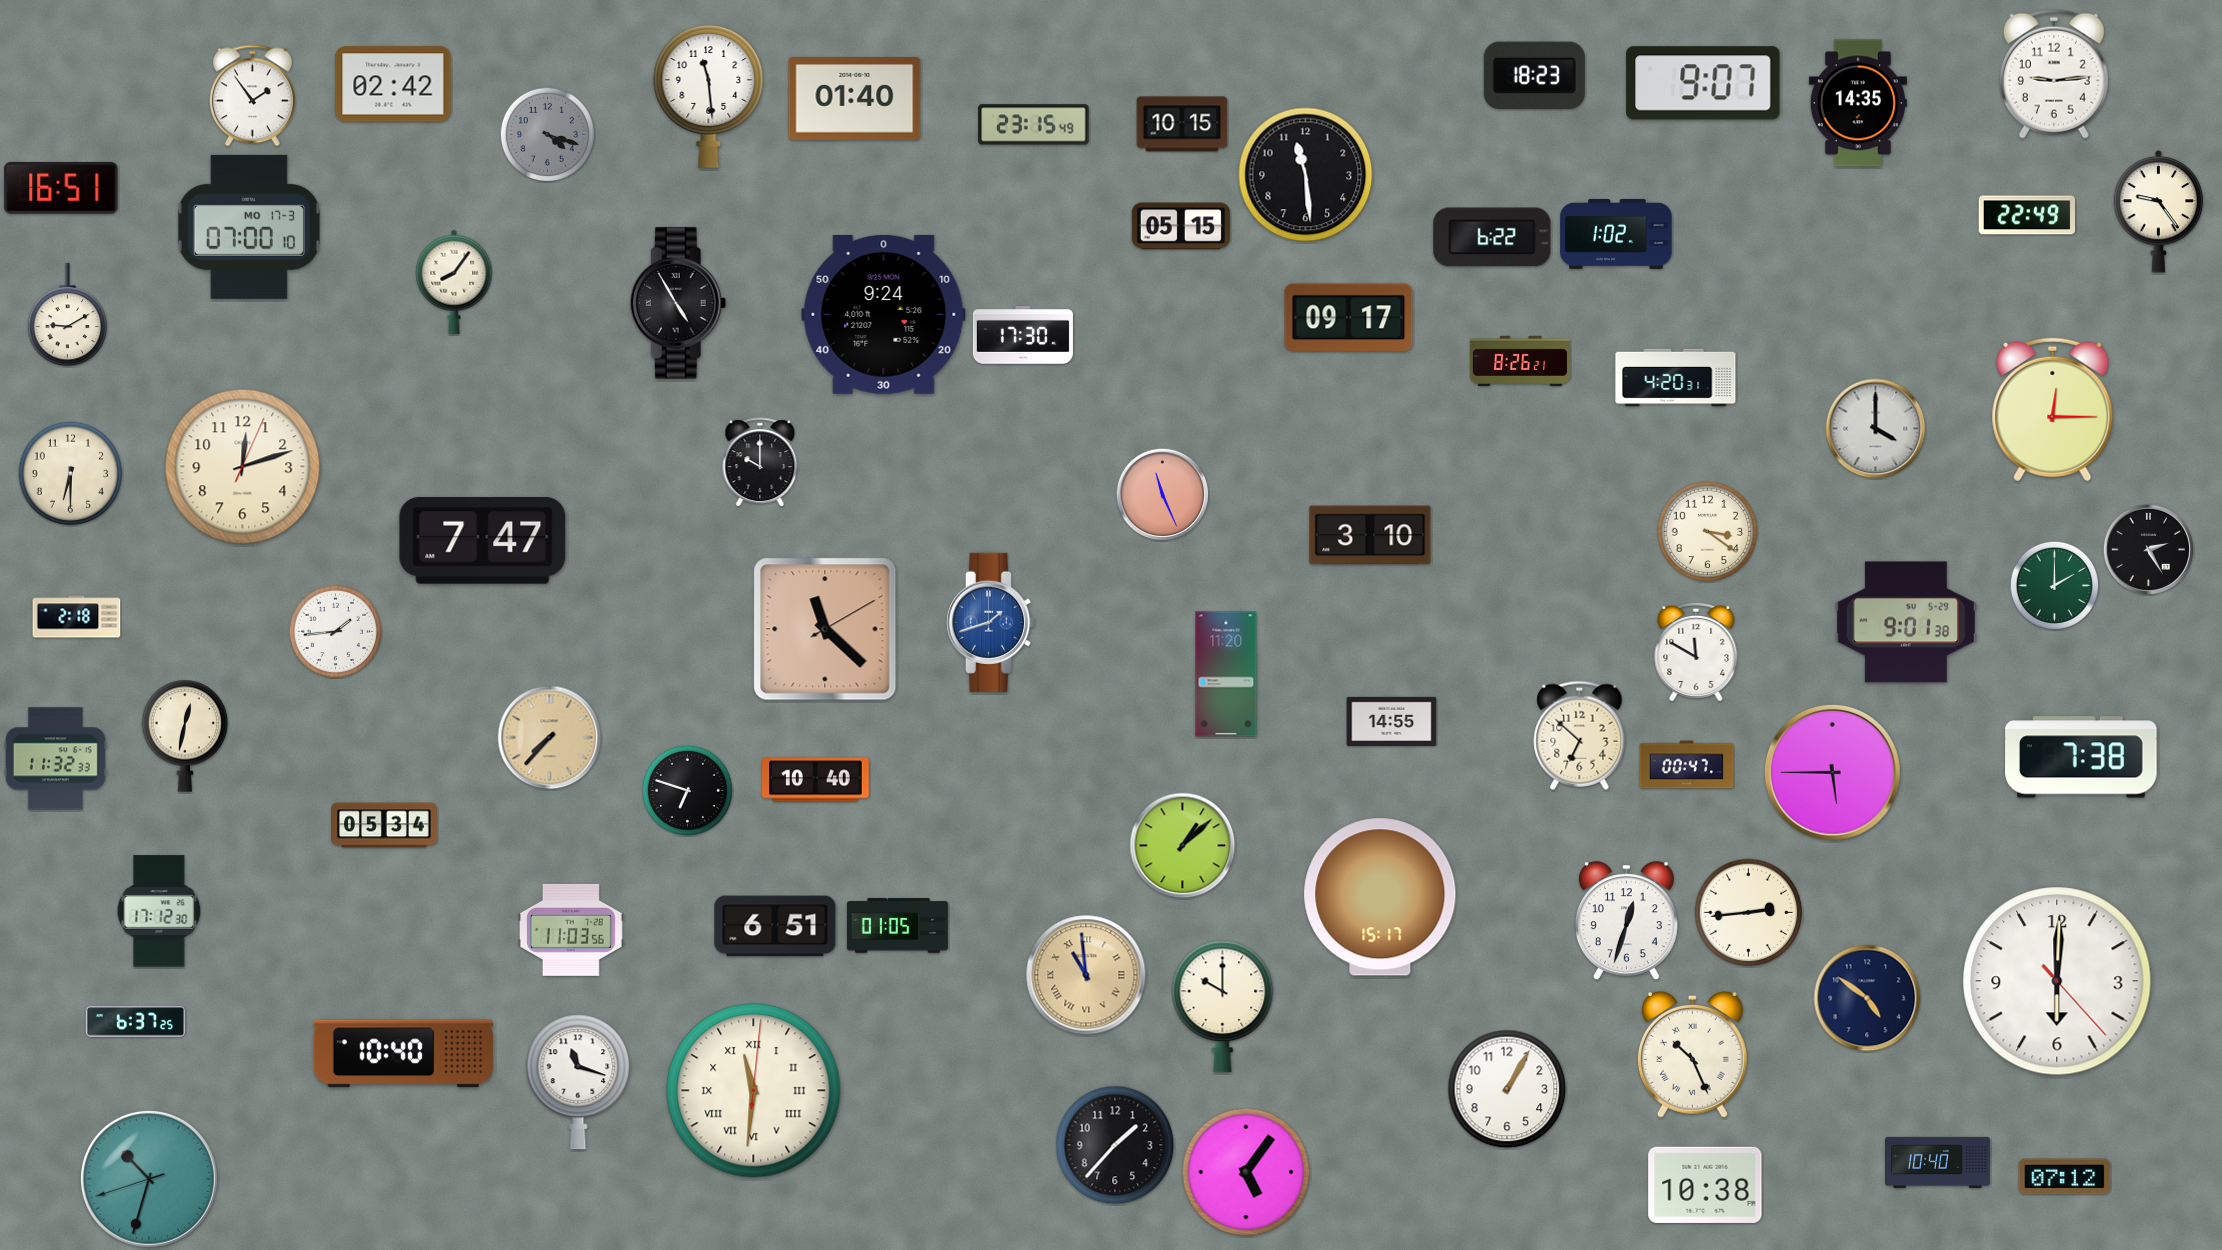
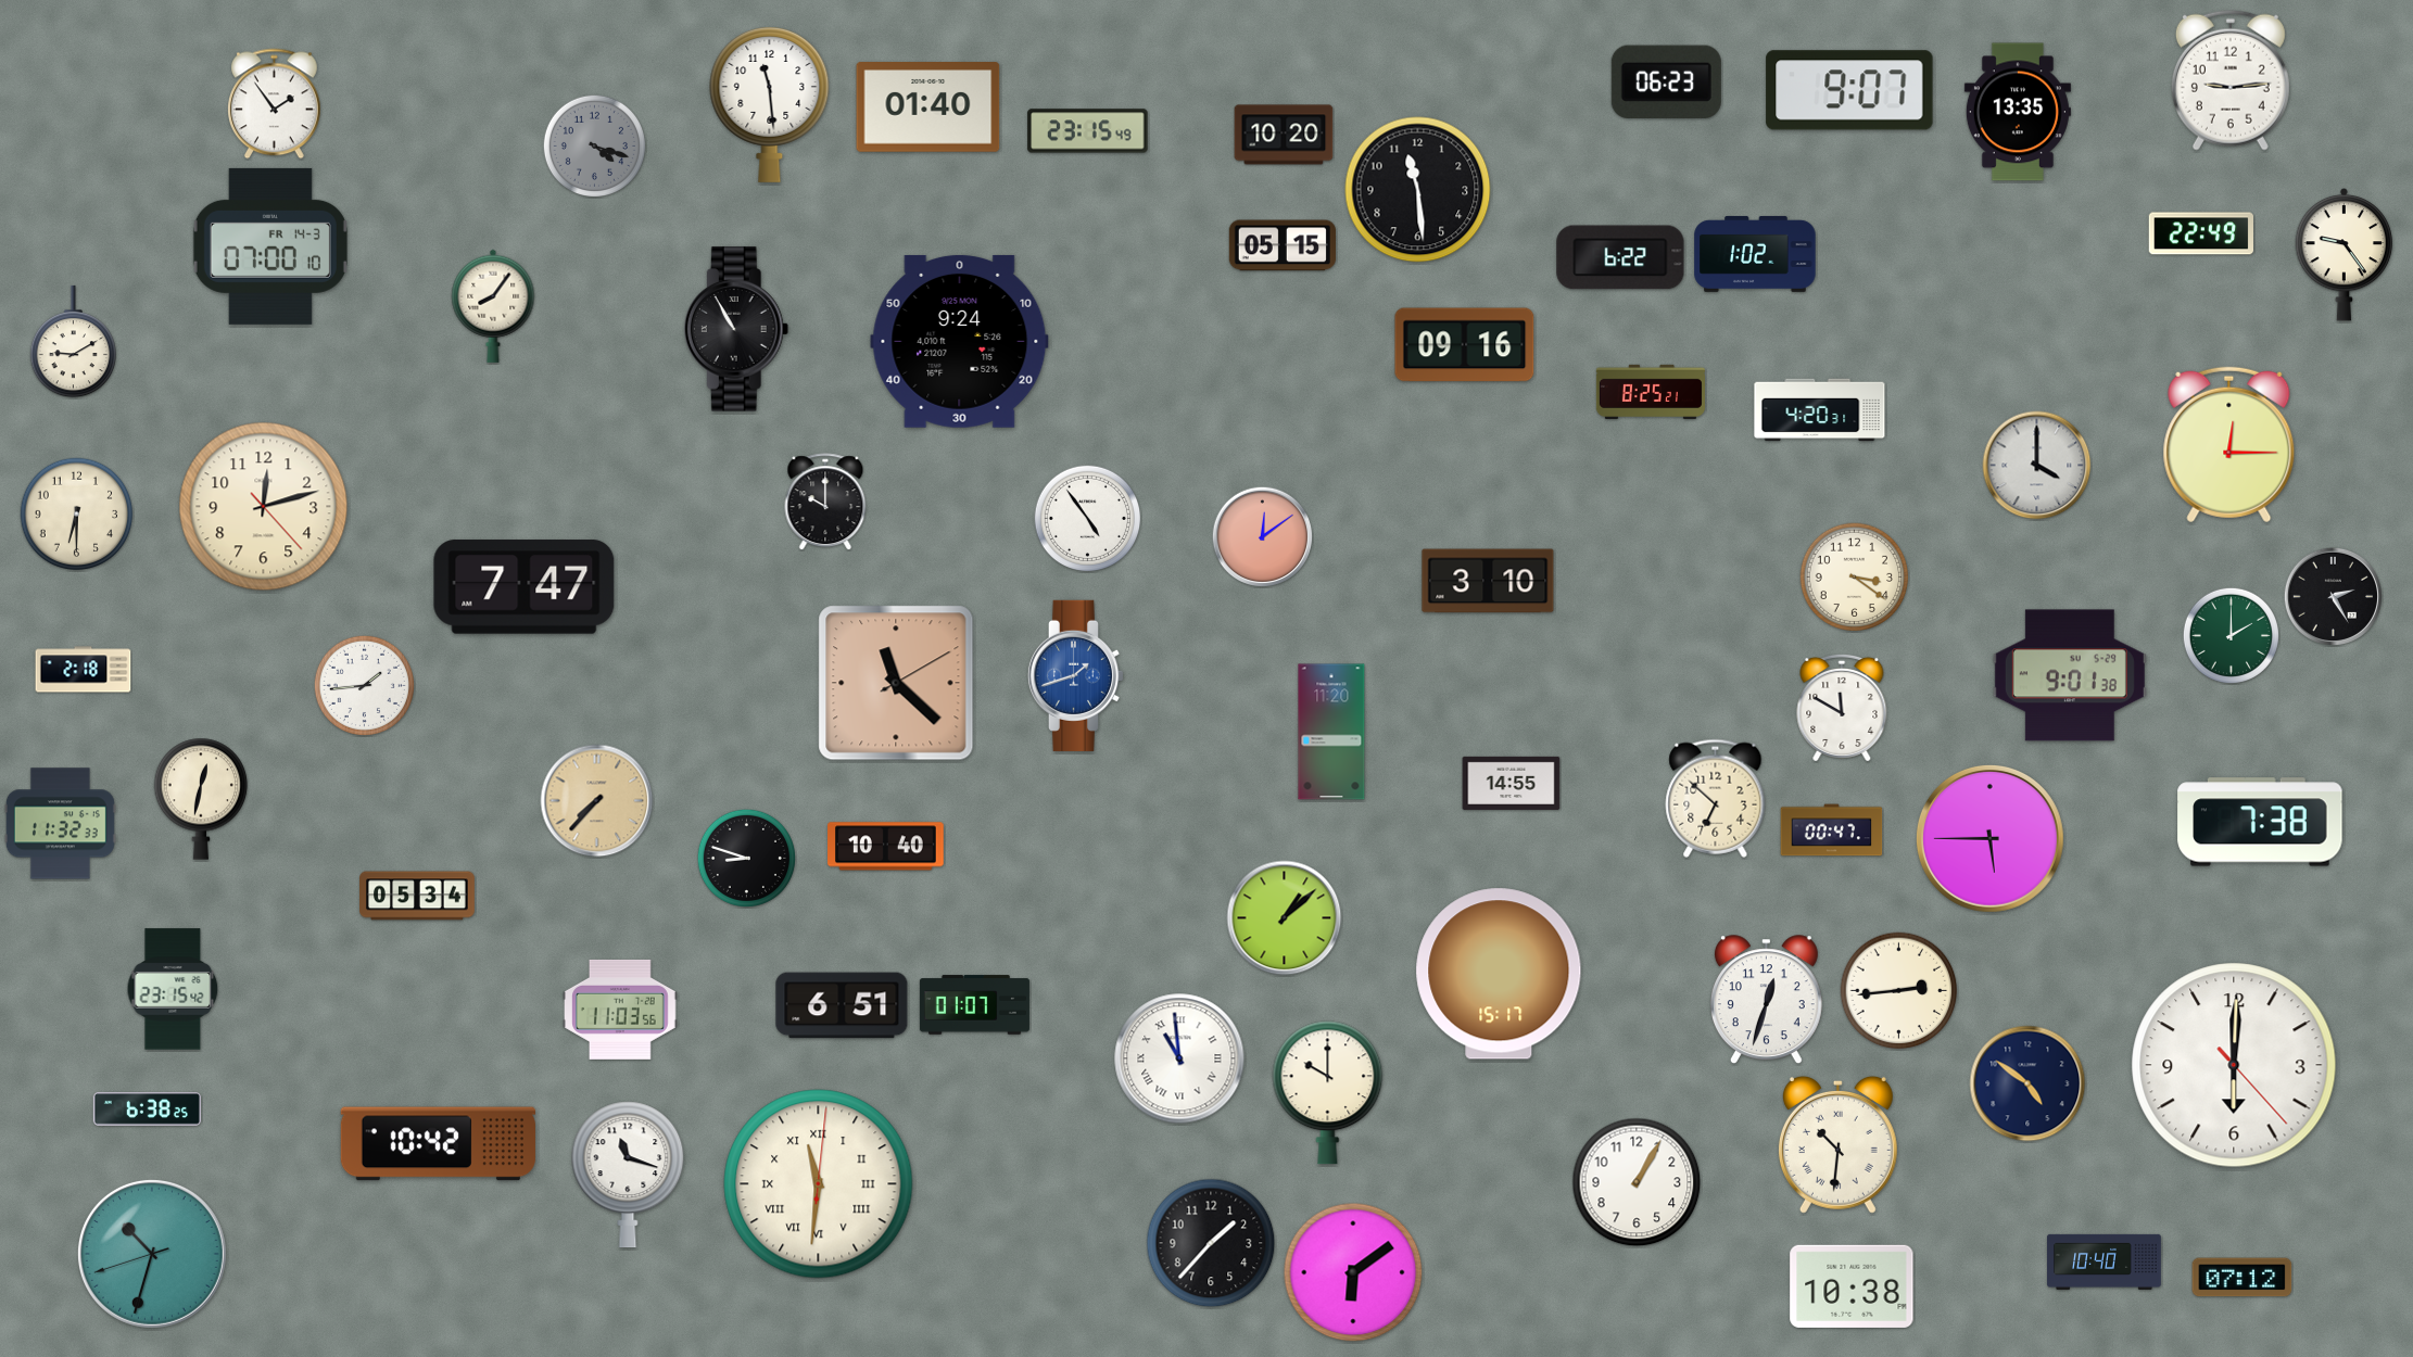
clock at (1534, 75): 18:23 -> 06:23
clock at (393, 84): 02:42 -> none
clock at (1858, 103): 14:35 -> 13:35
clock at (1182, 124): 10:15 -> 10:20
clock at (1034, 125) position: (1034, 125) -> (1088, 131)
clock at (61, 188): 16:51 -> none
clock at (2159, 211) position: (2159, 211) -> (2345, 254)
clock at (249, 227) date: MO 17-3 -> FR 14-3
clock at (678, 303): 4:55 -> 10:55
clock at (1349, 318): 09:17 -> 09:16
clock at (1023, 335): 17:30 -> none
clock at (1520, 361): 8:26 -> 8:25
clock at (243, 467): 12:12:04 -> 12:12:23
clock at (1088, 519): none -> 4:54
clock at (1162, 494): 11:26 -> 12:09
clock at (687, 790): 6:48 -> 8:48
clock at (159, 911): 17:12 -> 23:15
clock at (897, 926): 01:05 -> 01:07
clock at (1086, 975) dial: champagne -> white
clock at (135, 1022): 6:37 -> 6:38
clock at (403, 1054): 10:40 -> 10:42
clock at (1692, 1054): 10:26 -> 10:31
clock at (1246, 1172): 5:06 -> 6:09
clock at (149, 1179) position: (149, 1179) -> (152, 1254)
